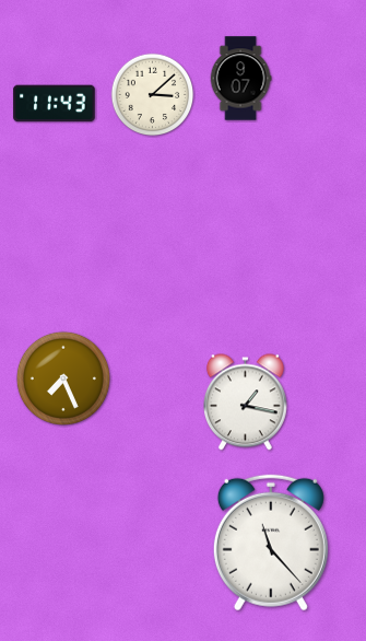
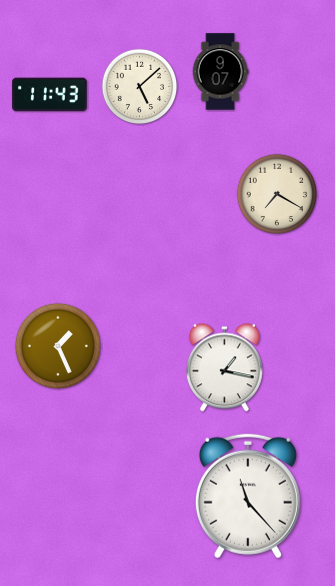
clock at (153, 95): 3:08 -> 5:08
clock at (276, 193): none -> 7:20
clock at (63, 378): 7:26 -> 1:26
